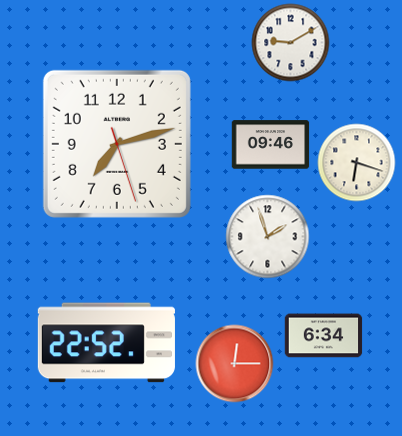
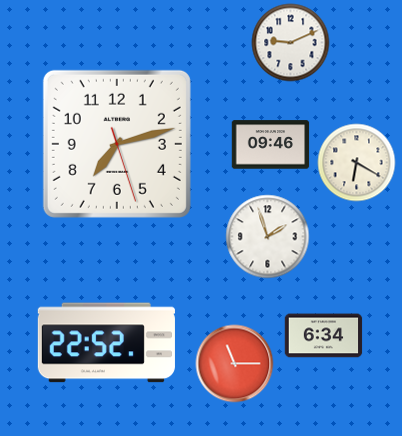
clock at (290, 42): 9:10 -> 9:11
clock at (356, 162): 6:18 -> 6:20
clock at (234, 363): 12:15 -> 11:15
